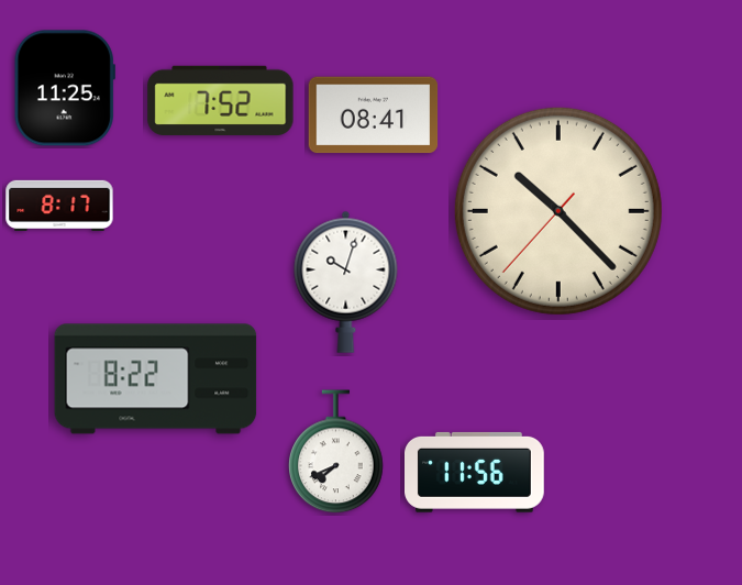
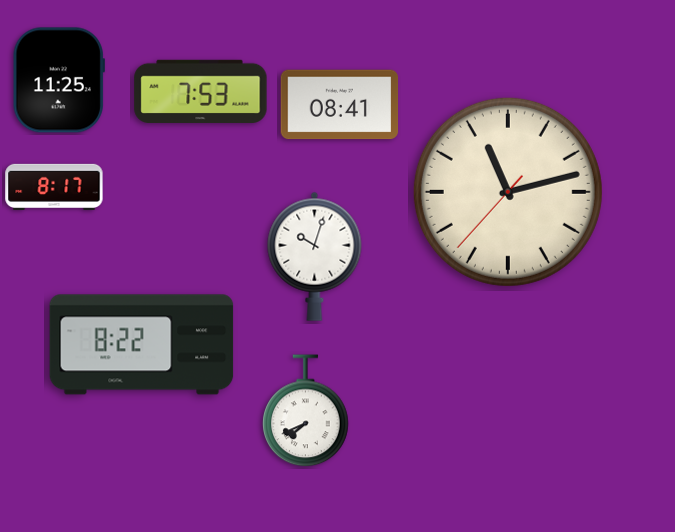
clock at (221, 100): 7:52 -> 7:53
clock at (558, 211): 10:22 -> 11:12
clock at (475, 472): 11:56 -> none
